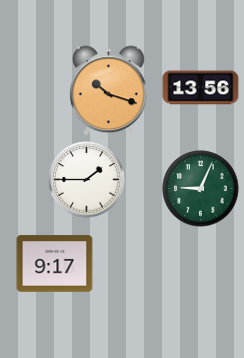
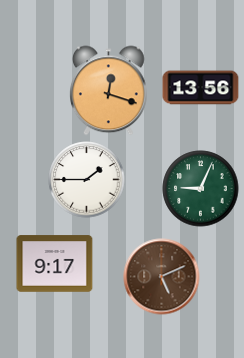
clock at (109, 91): 10:18 -> 12:18
clock at (162, 277): none -> 5:11
